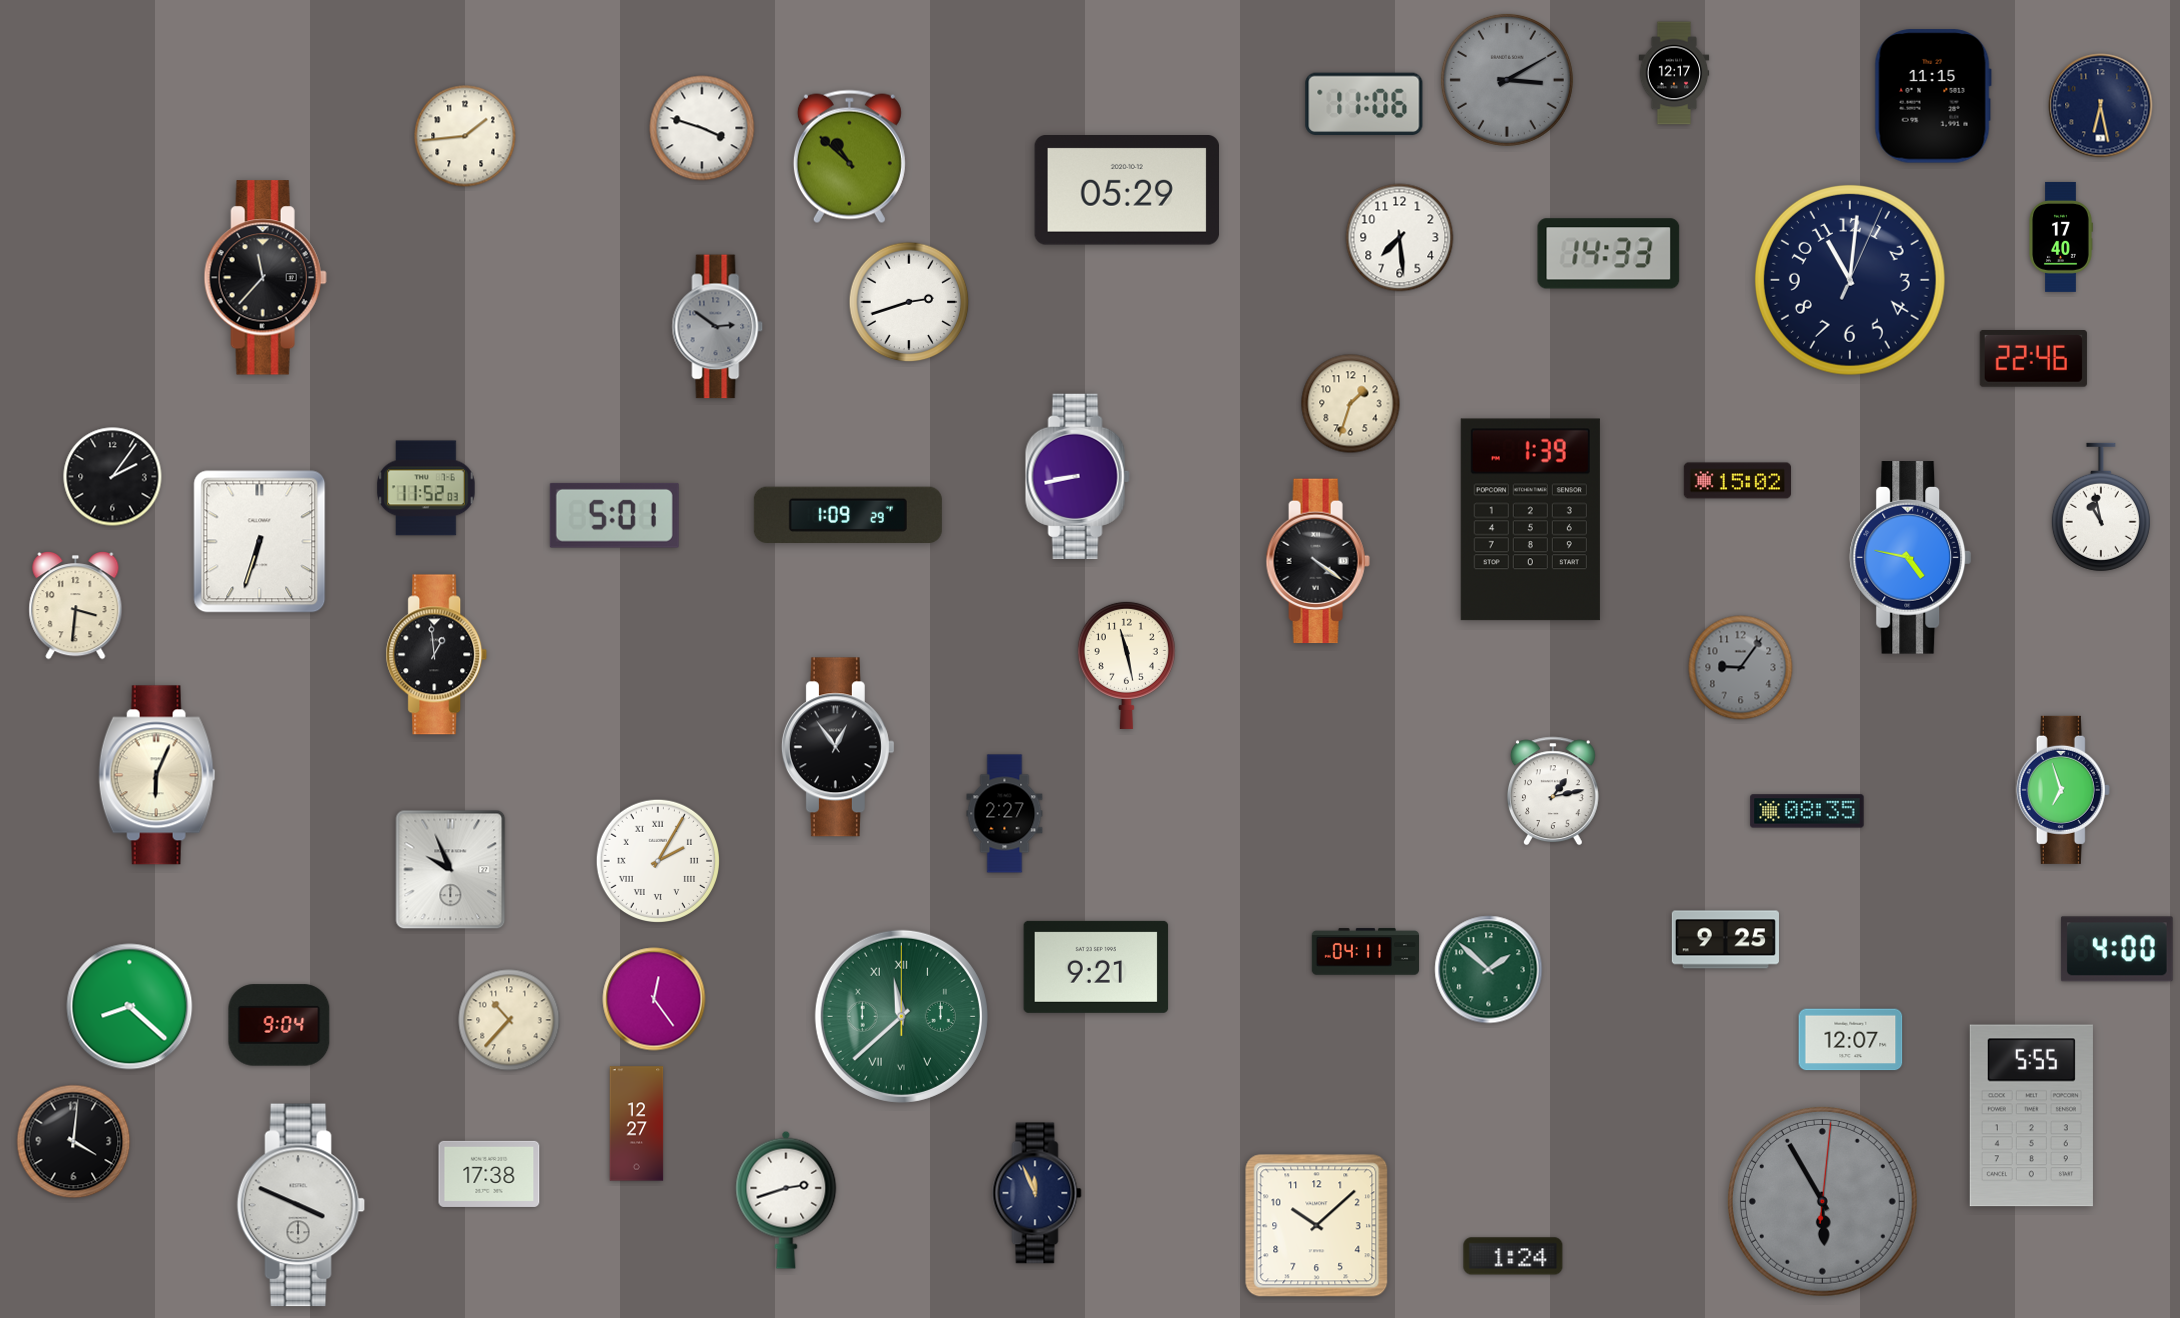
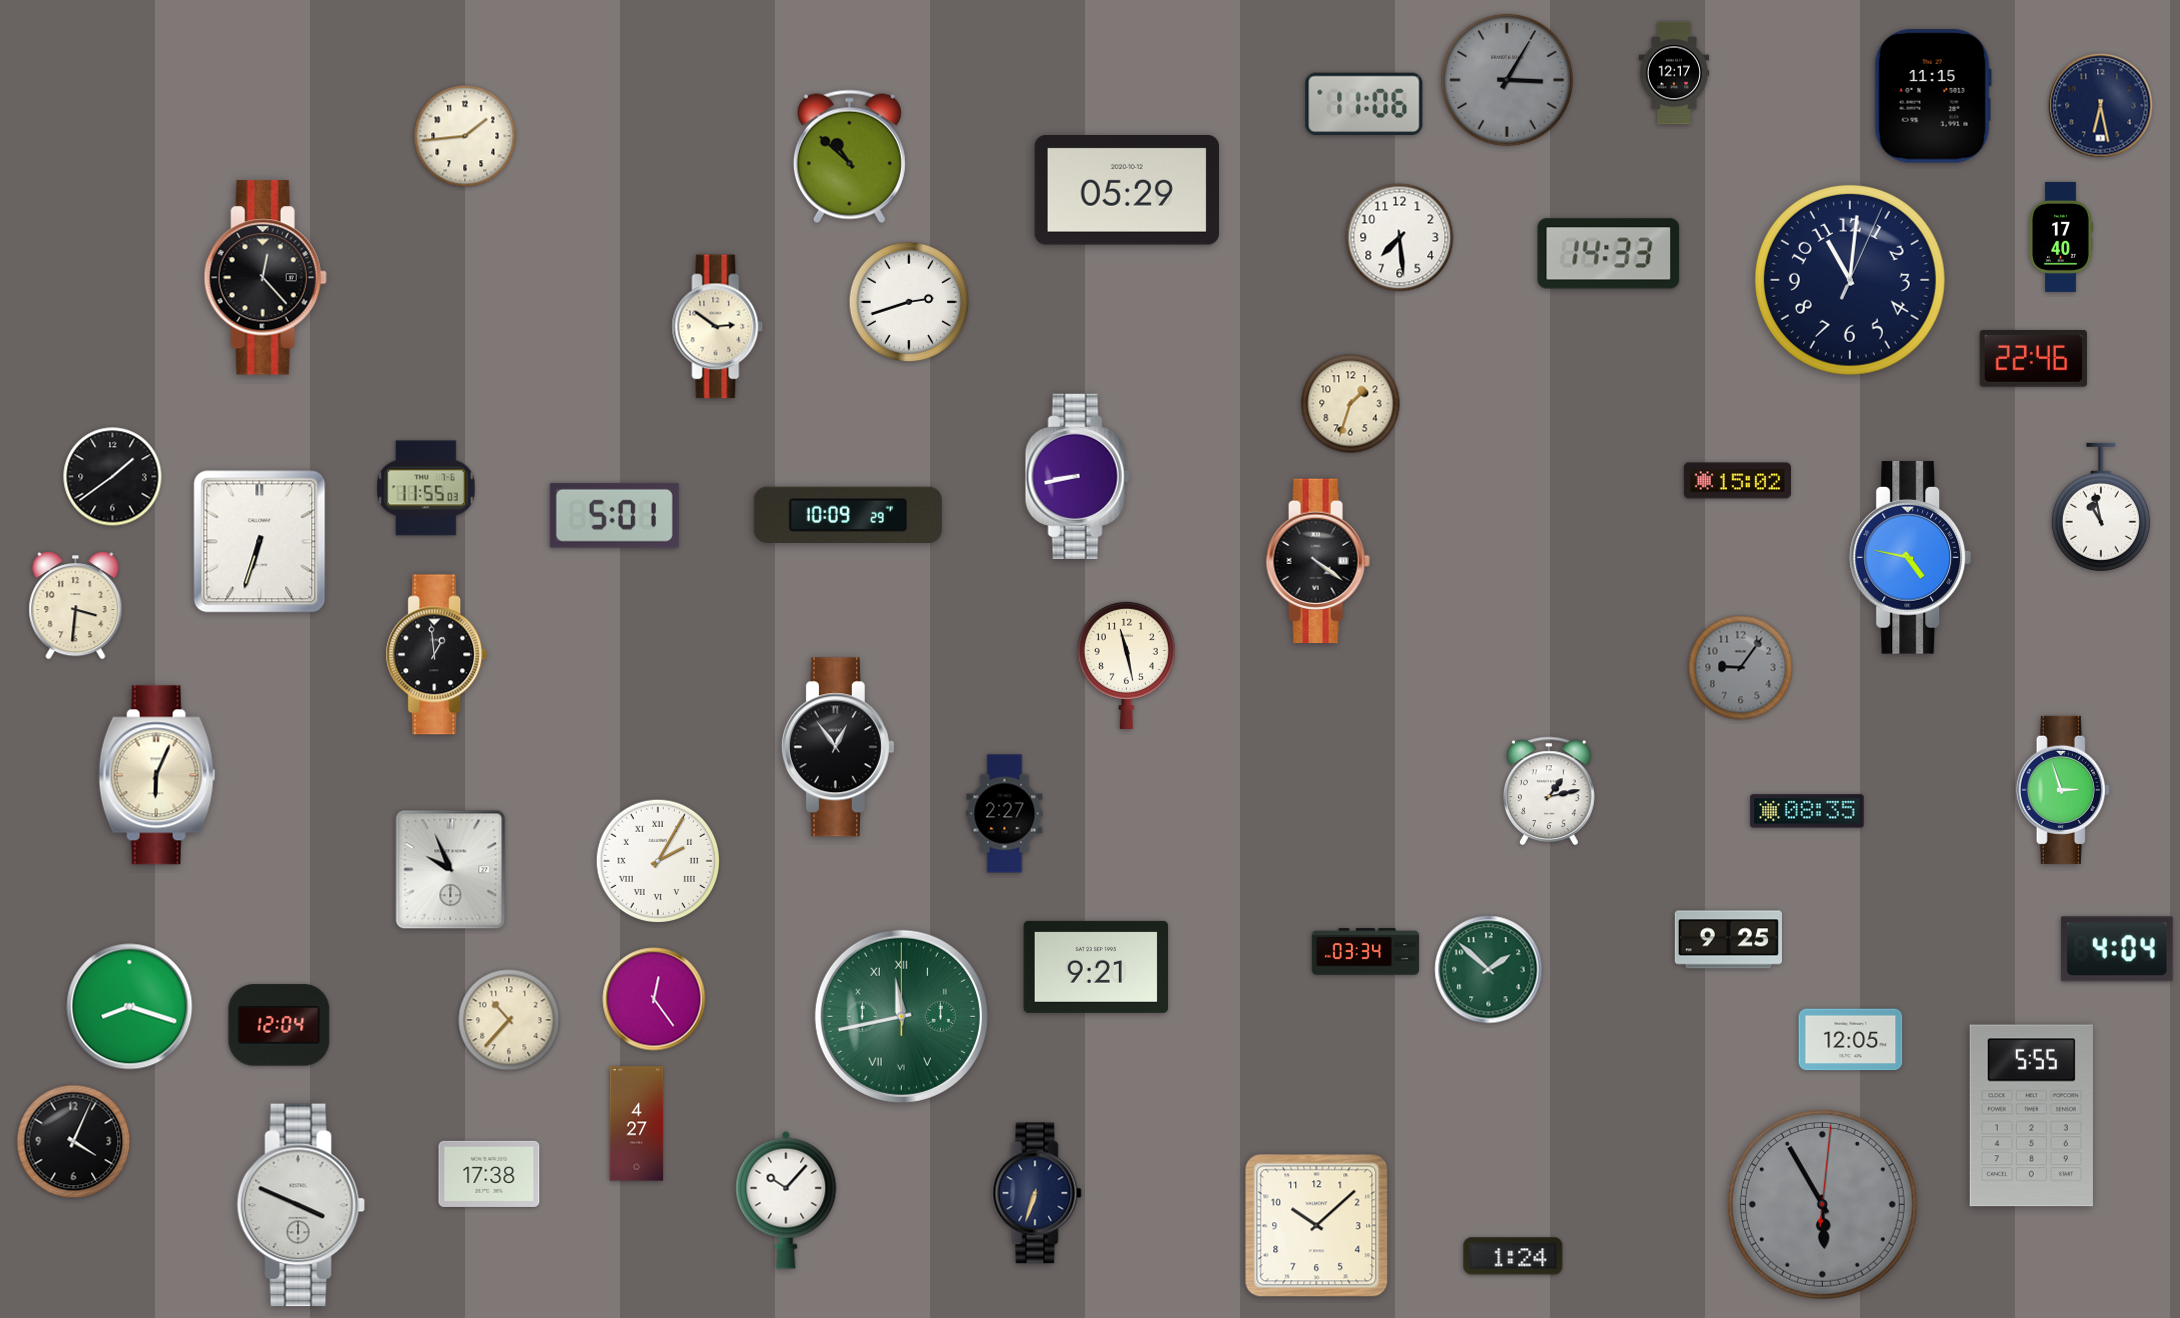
clock at (1507, 80): 3:10 -> 3:05
clock at (702, 128): 3:48 -> none
clock at (265, 278): 11:37 -> 12:23
clock at (718, 327) dial: grey -> cream
clock at (113, 477): 2:06 -> 1:39
clock at (426, 488): 11:52 -> 11:55
clock at (848, 514): 1:09 -> 10:09
clock at (1530, 520): 1:39 -> none
clock at (2063, 790): 6:57 -> 2:57
clock at (1553, 791) position: (1553, 791) -> (1549, 791)
clock at (1725, 940) position: (1725, 940) -> (1728, 940)
clock at (2117, 949): 4:00 -> 4:04
clock at (1365, 952): 04:11 -> 03:34
clock at (130, 1007): 8:22 -> 8:18
clock at (901, 1016): 11:38 -> 11:43
clock at (279, 1025): 9:04 -> 12:04
clock at (1851, 1040): 12:07 -> 12:05
clock at (637, 1124): 12:27 -> 4:27
clock at (74, 1142): 4:01 -> 4:04
clock at (1037, 1193): 11:56 -> 6:33
clock at (786, 1200): 2:42 -> 10:07
clock at (1822, 1201) position: (1822, 1201) -> (1822, 1204)
